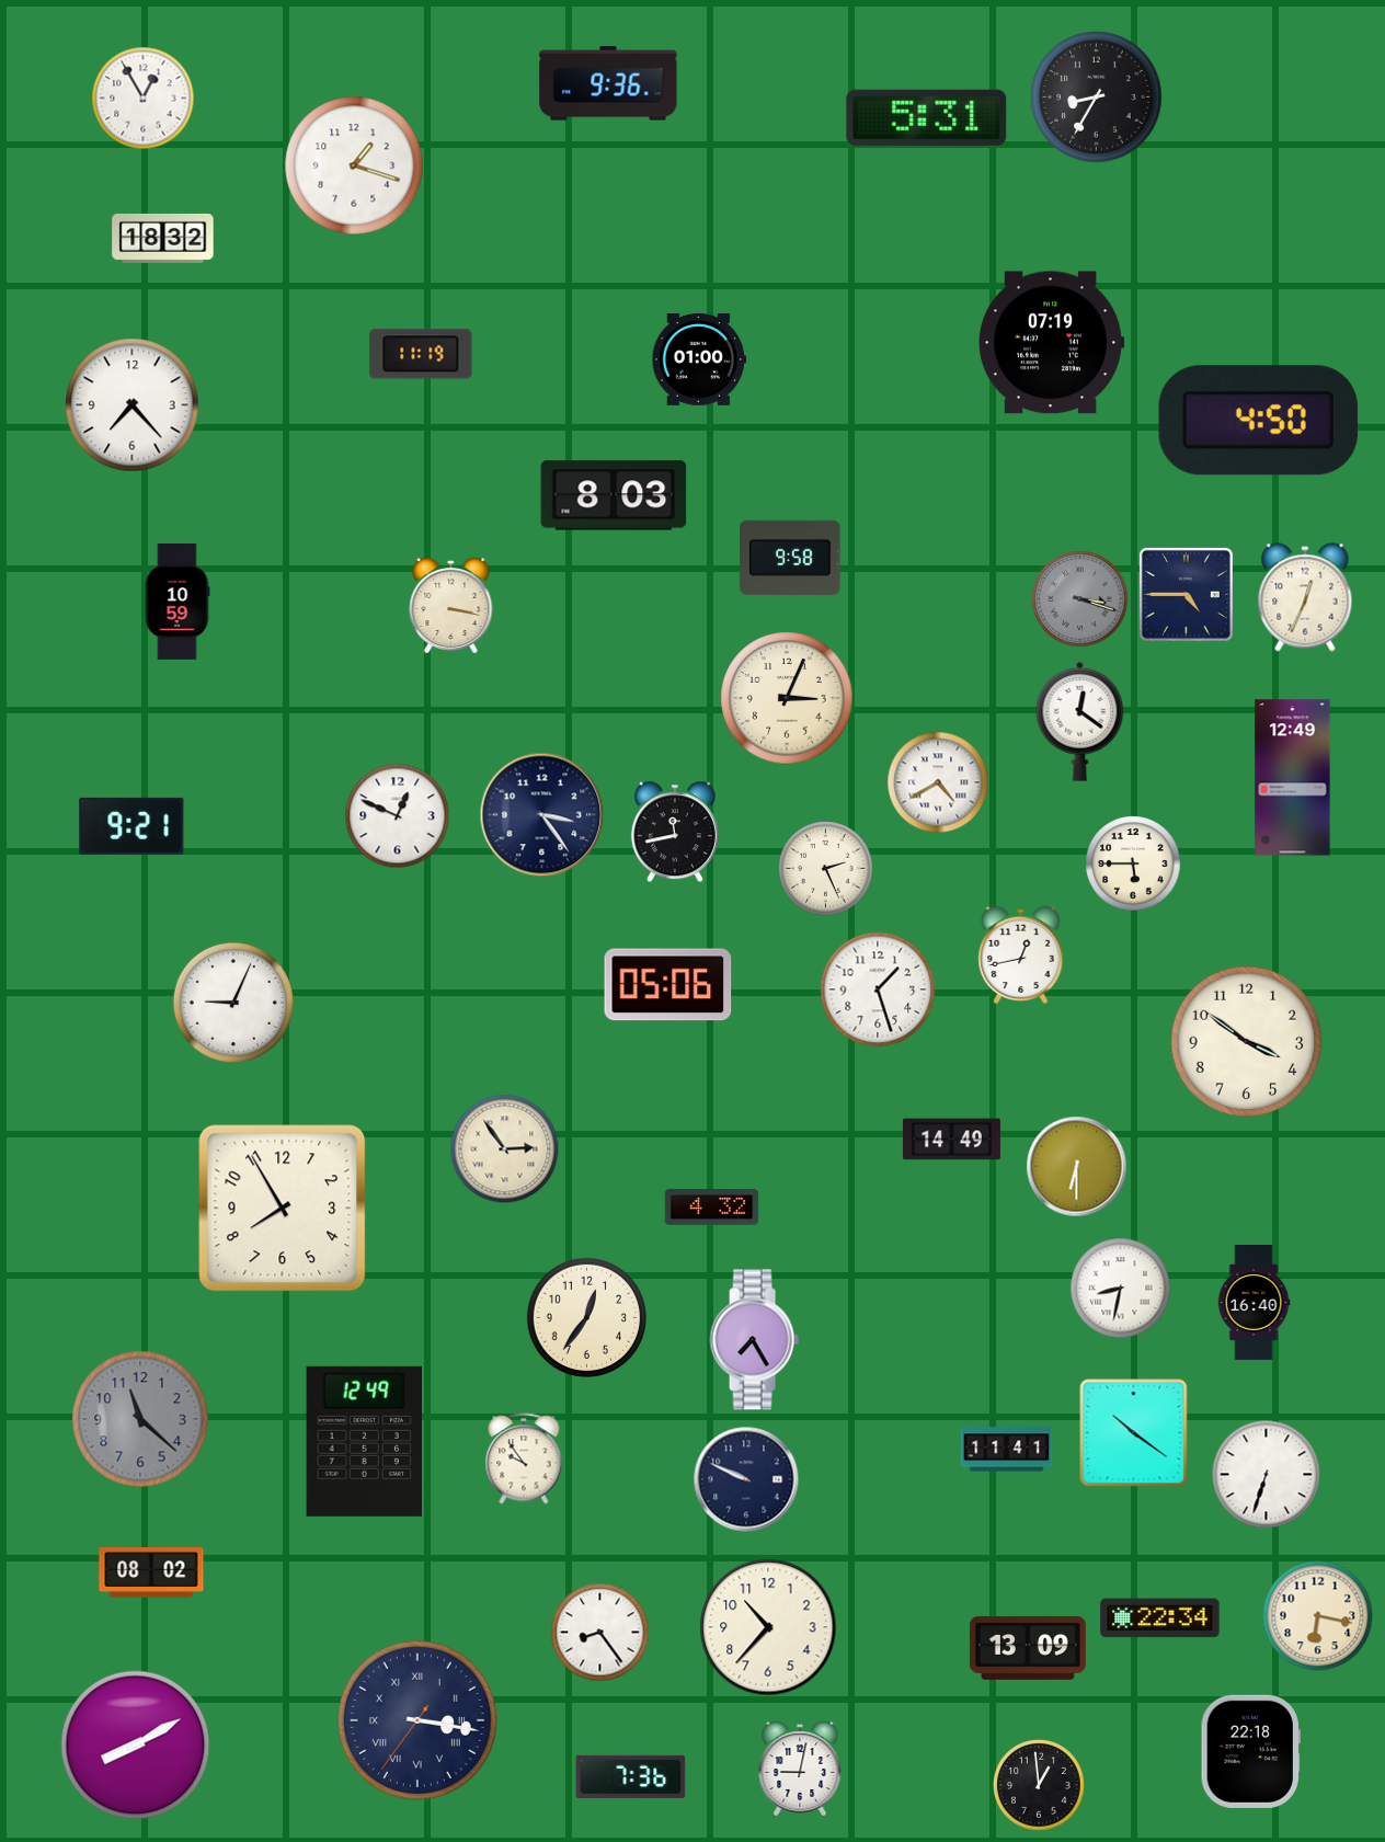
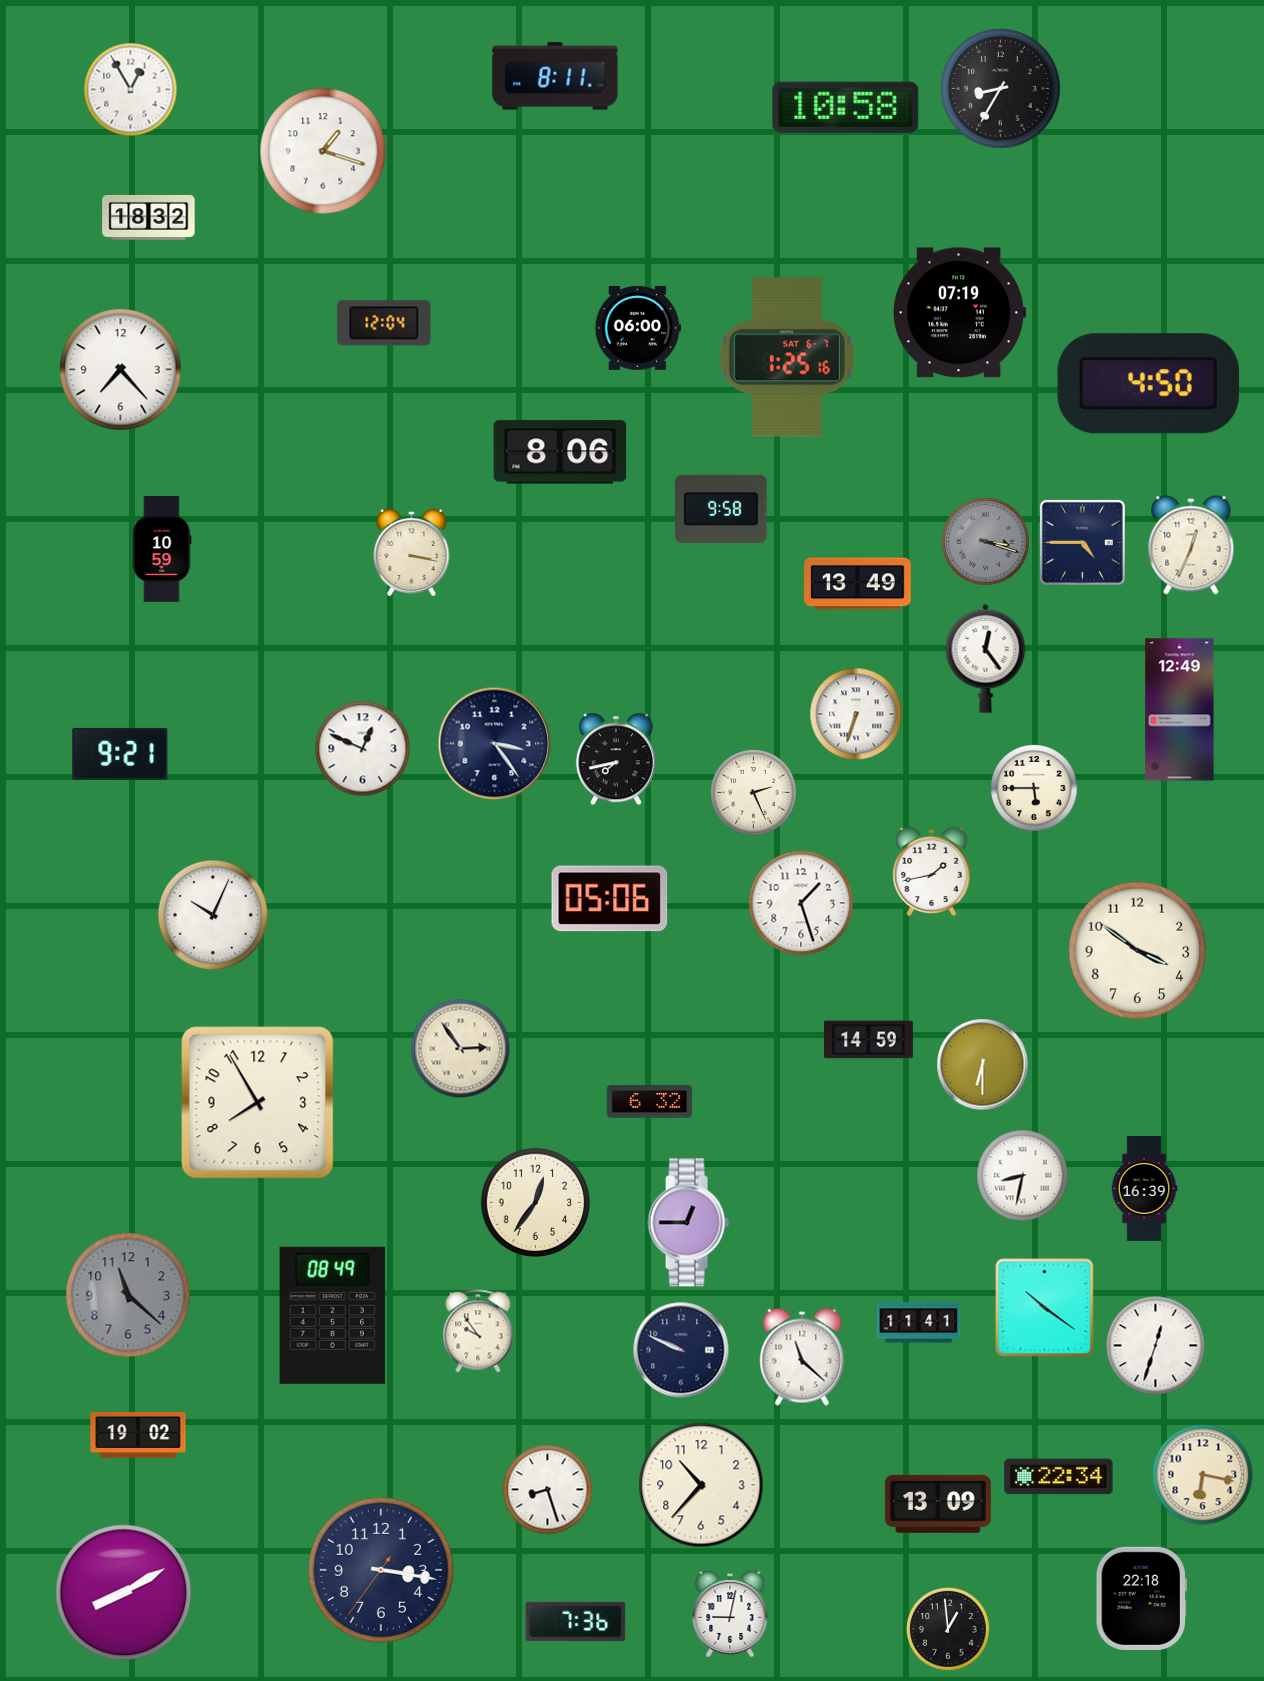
clock at (608, 83): 9:36 -> 8:11
clock at (927, 117): 5:31 -> 10:58
clock at (421, 354): 11:19 -> 12:04
clock at (699, 359): 01:00 -> 06:00
clock at (787, 357): none -> 1:25
clock at (614, 495): 8:03 -> 8:06
clock at (1080, 599) position: (1080, 599) -> (986, 542)
clock at (858, 584): none -> 13:49
clock at (787, 698): 3:04 -> none
clock at (1080, 721): 12:21 -> 12:24
clock at (938, 782): 4:40 -> 6:33
clock at (398, 816) position: (398, 816) -> (363, 749)
clock at (675, 832): 11:43 -> 7:43
clock at (1021, 956): 12:43 -> 1:43
clock at (233, 1003): 9:04 -> 10:04
clock at (951, 1140): 14:49 -> 14:59
clock at (712, 1208): 4:32 -> 6:32
clock at (1254, 1302): 16:40 -> 16:39
clock at (754, 1340): 7:25 -> 12:45
clock at (1134, 1433) position: (1134, 1433) -> (1045, 1308)
clock at (364, 1441): 12:49 -> 08:49
clock at (1267, 1475): 6:33 -> 12:33
clock at (802, 1357): none -> 11:22
clock at (151, 1572): 08:02 -> 19:02
clock at (600, 1633): 8:24 -> 8:27
clock at (417, 1720) numerals: Roman -> Arabic
